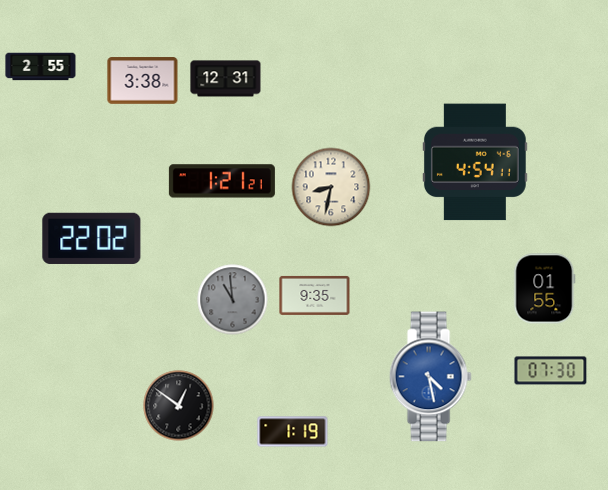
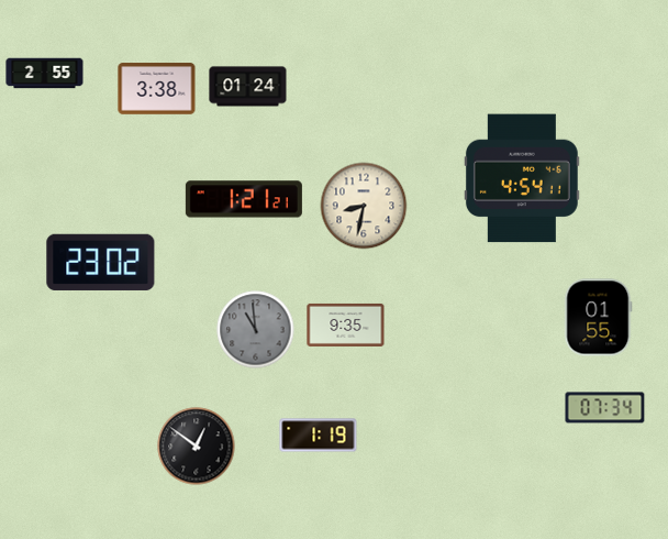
clock at (226, 79): 12:31 -> 01:24
clock at (92, 238): 22:02 -> 23:02
clock at (551, 371): 07:30 -> 07:34
clock at (430, 377): 4:28 -> none
clock at (293, 432) position: (293, 432) -> (319, 436)
